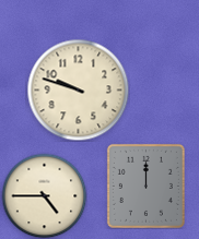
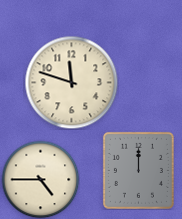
clock at (78, 89): 9:48 -> 11:48
clock at (145, 186) position: (145, 186) -> (138, 170)
